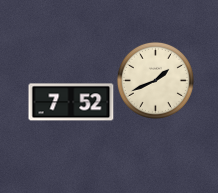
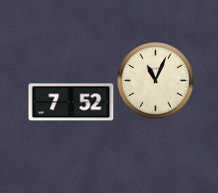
clock at (155, 80): 1:41 -> 11:04
